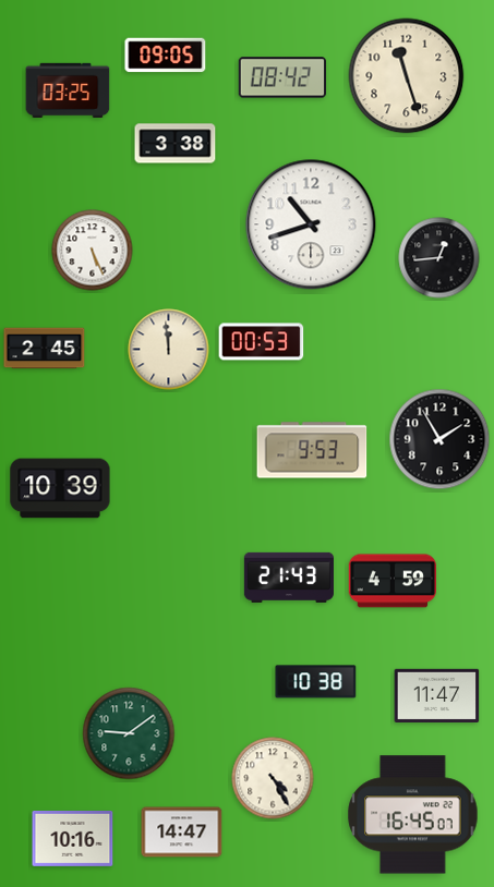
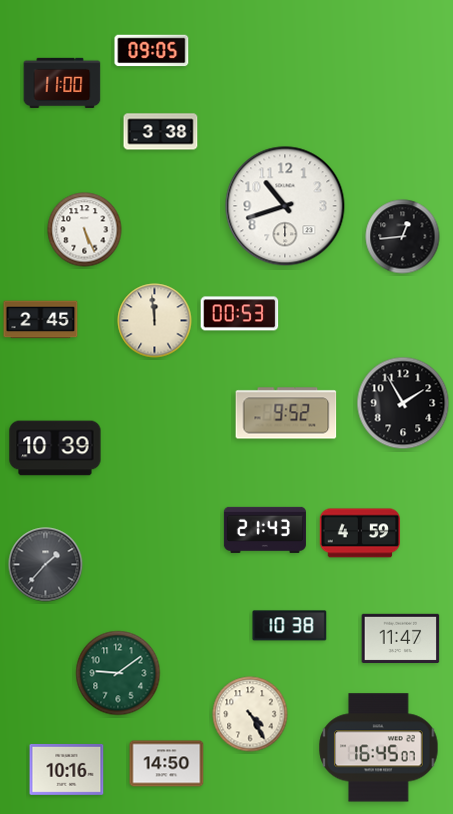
clock at (407, 76): 11:27 -> none
clock at (281, 77): 08:42 -> none
clock at (68, 90): 03:25 -> 11:00
clock at (312, 450): 9:53 -> 9:52
clock at (46, 565): none -> 1:37
clock at (182, 833): 14:47 -> 14:50
